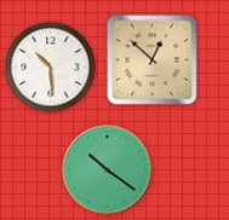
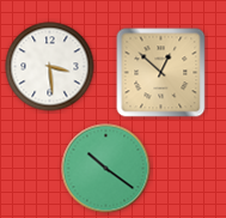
clock at (153, 60) position: (153, 60) -> (161, 73)
clock at (51, 68): 10:29 -> 3:29
